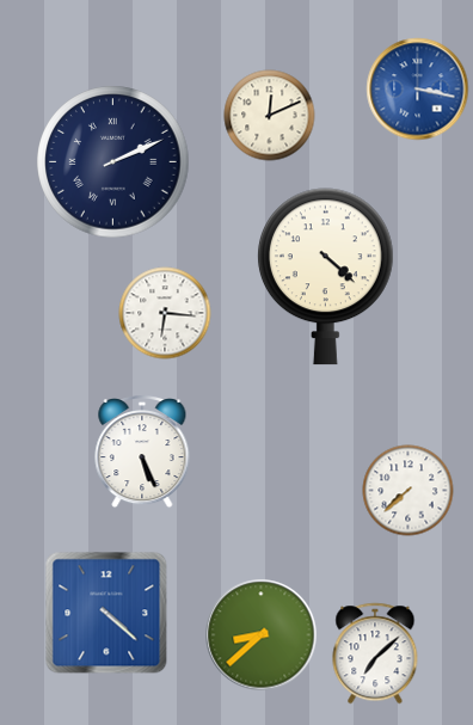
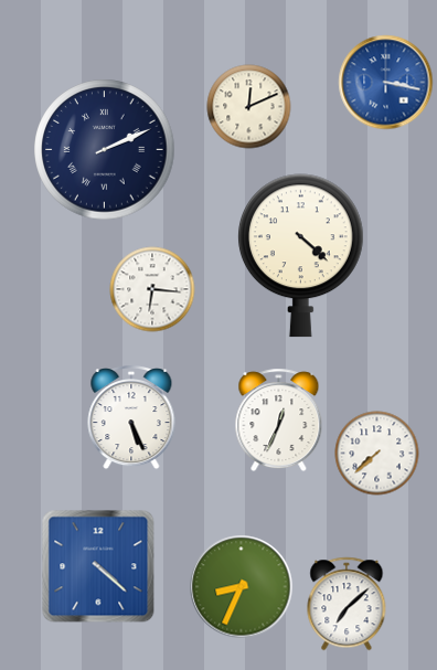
clock at (279, 421): none -> 12:34
clock at (262, 635): 8:38 -> 8:34
